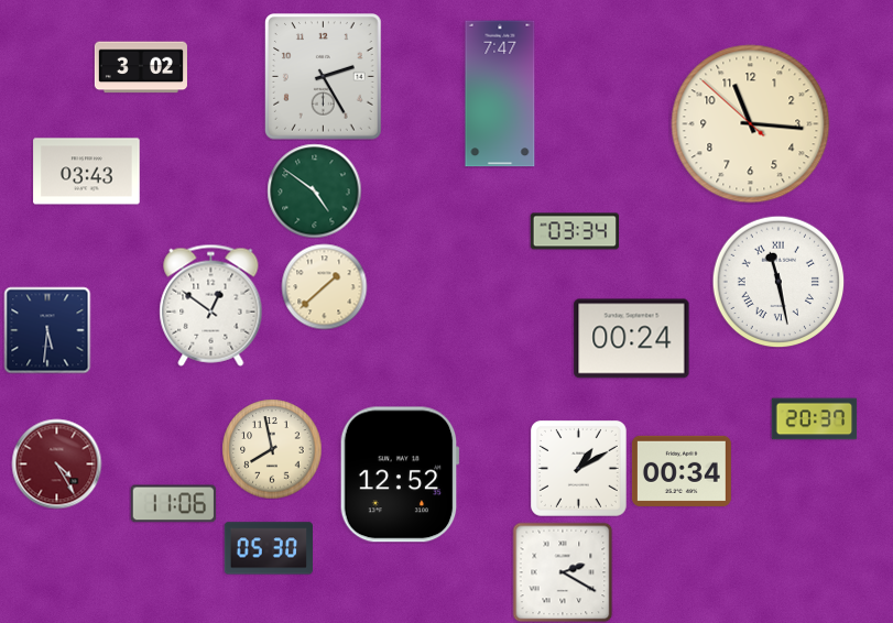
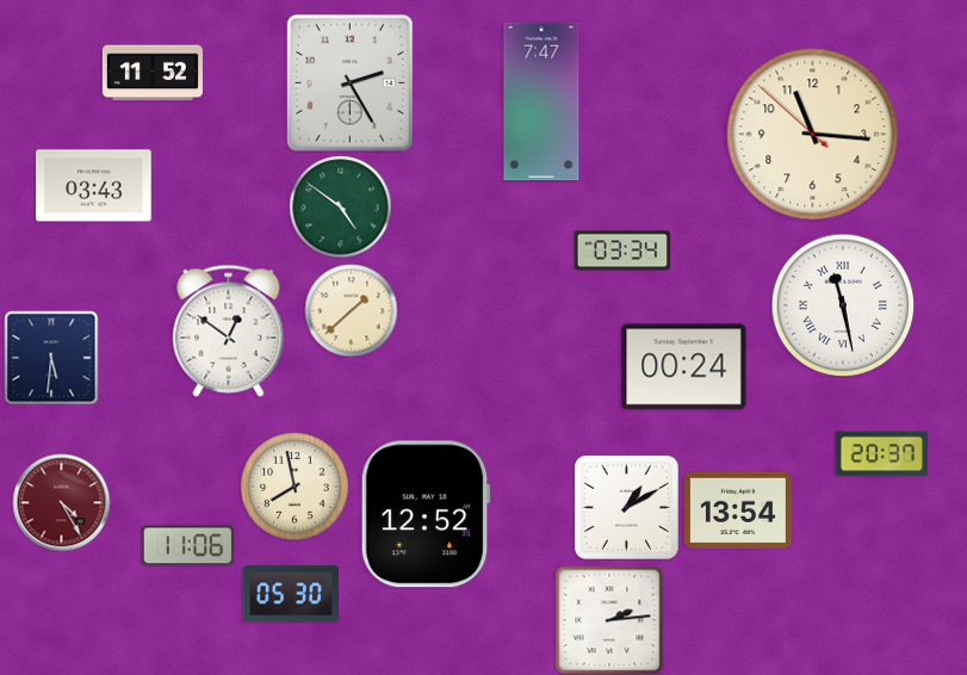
clock at (141, 67): 3:02 -> 11:52
clock at (682, 471): 00:34 -> 13:54
clock at (400, 474) position: (400, 474) -> (426, 514)
clock at (563, 572): 2:20 -> 2:14
